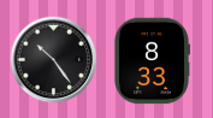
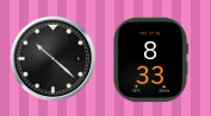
clock at (54, 60): 10:24 -> 10:22
